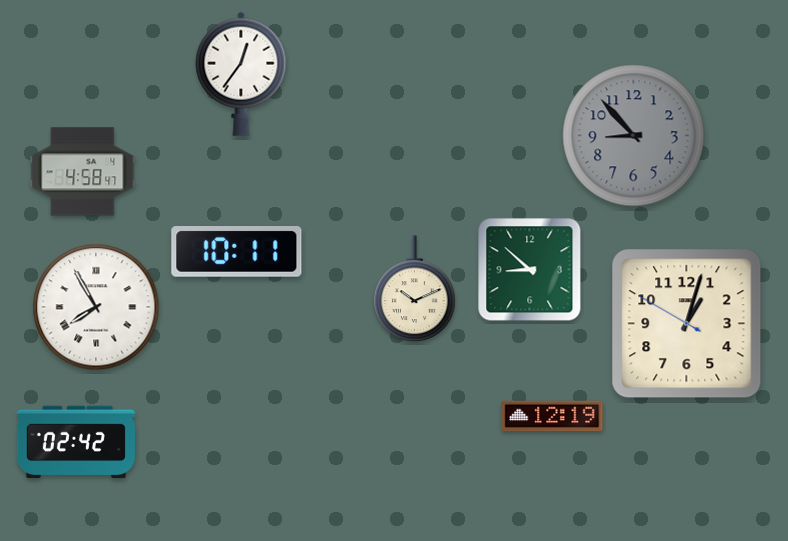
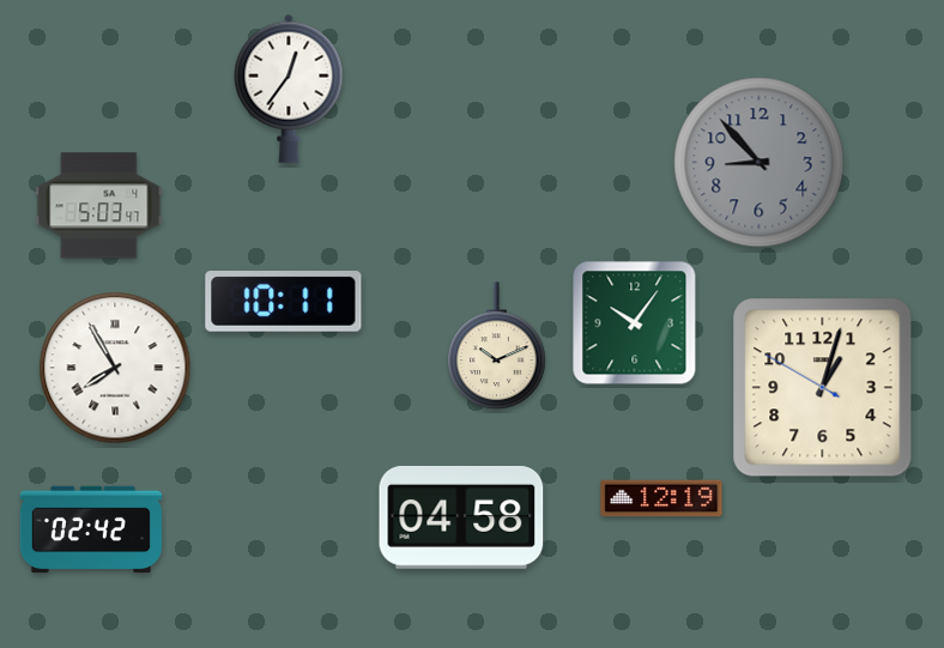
clock at (83, 172): 4:58 -> 5:03
clock at (530, 270): 8:52 -> 10:06
clock at (461, 517): none -> 04:58
